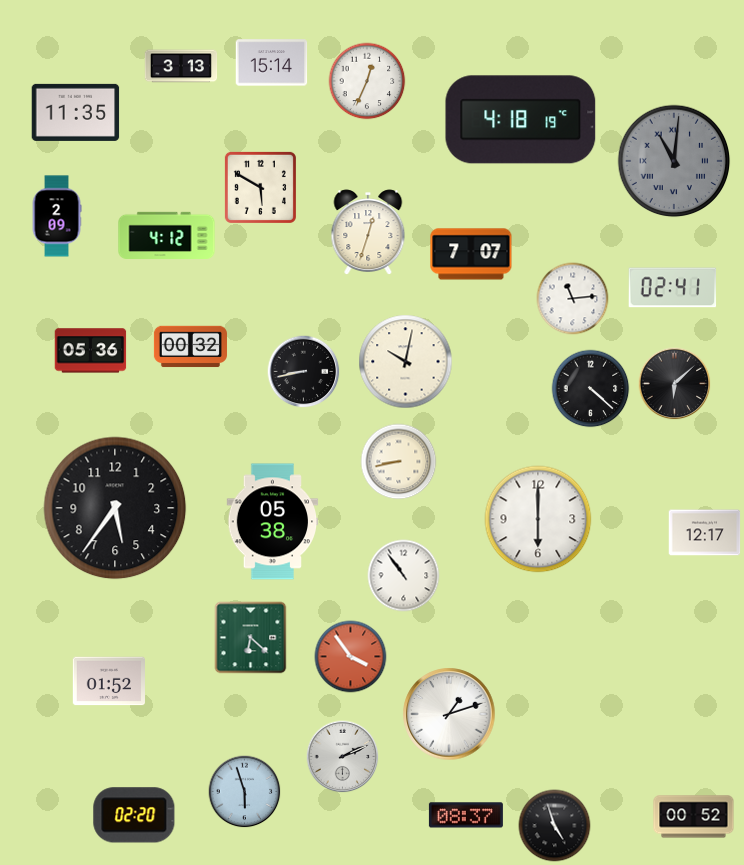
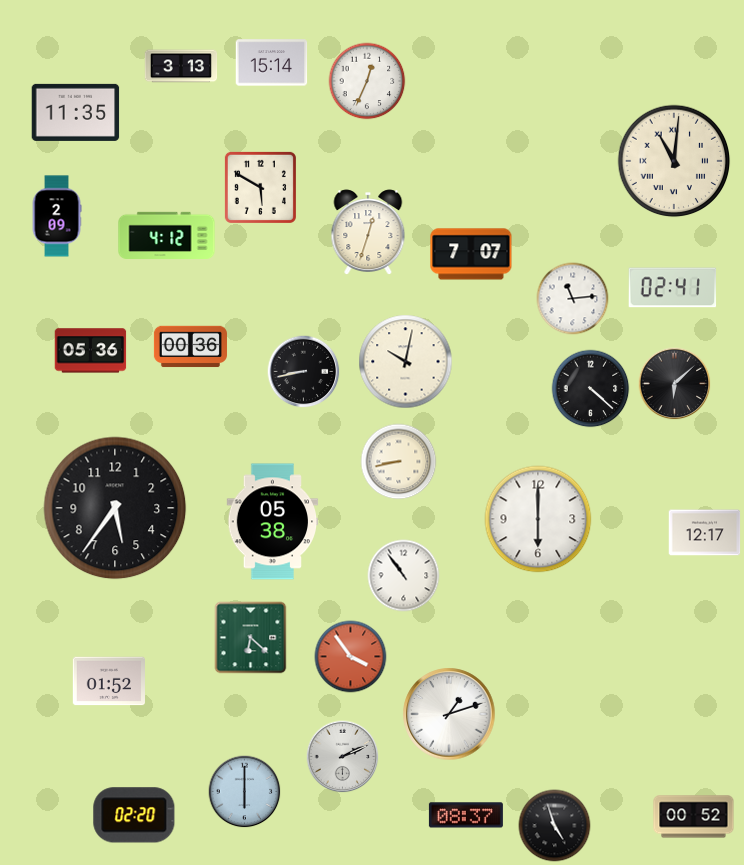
clock at (521, 120): 4:18 -> none
clock at (674, 161) dial: grey -> cream
clock at (190, 347): 00:32 -> 00:36
clock at (245, 792): 5:57 -> 6:00
